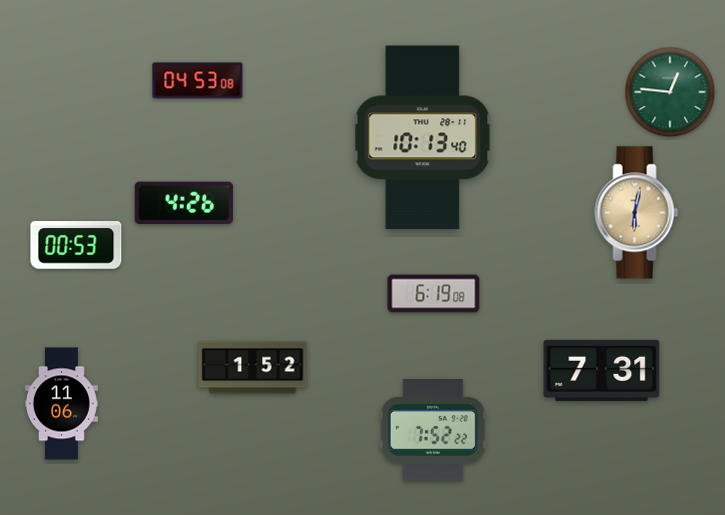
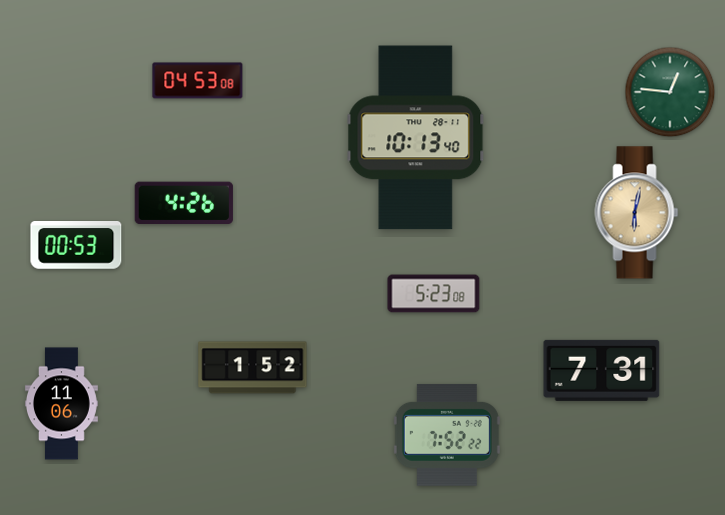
clock at (423, 138) position: (423, 138) -> (416, 138)
clock at (434, 294): 6:19 -> 5:23
clock at (433, 430) position: (433, 430) -> (447, 435)
